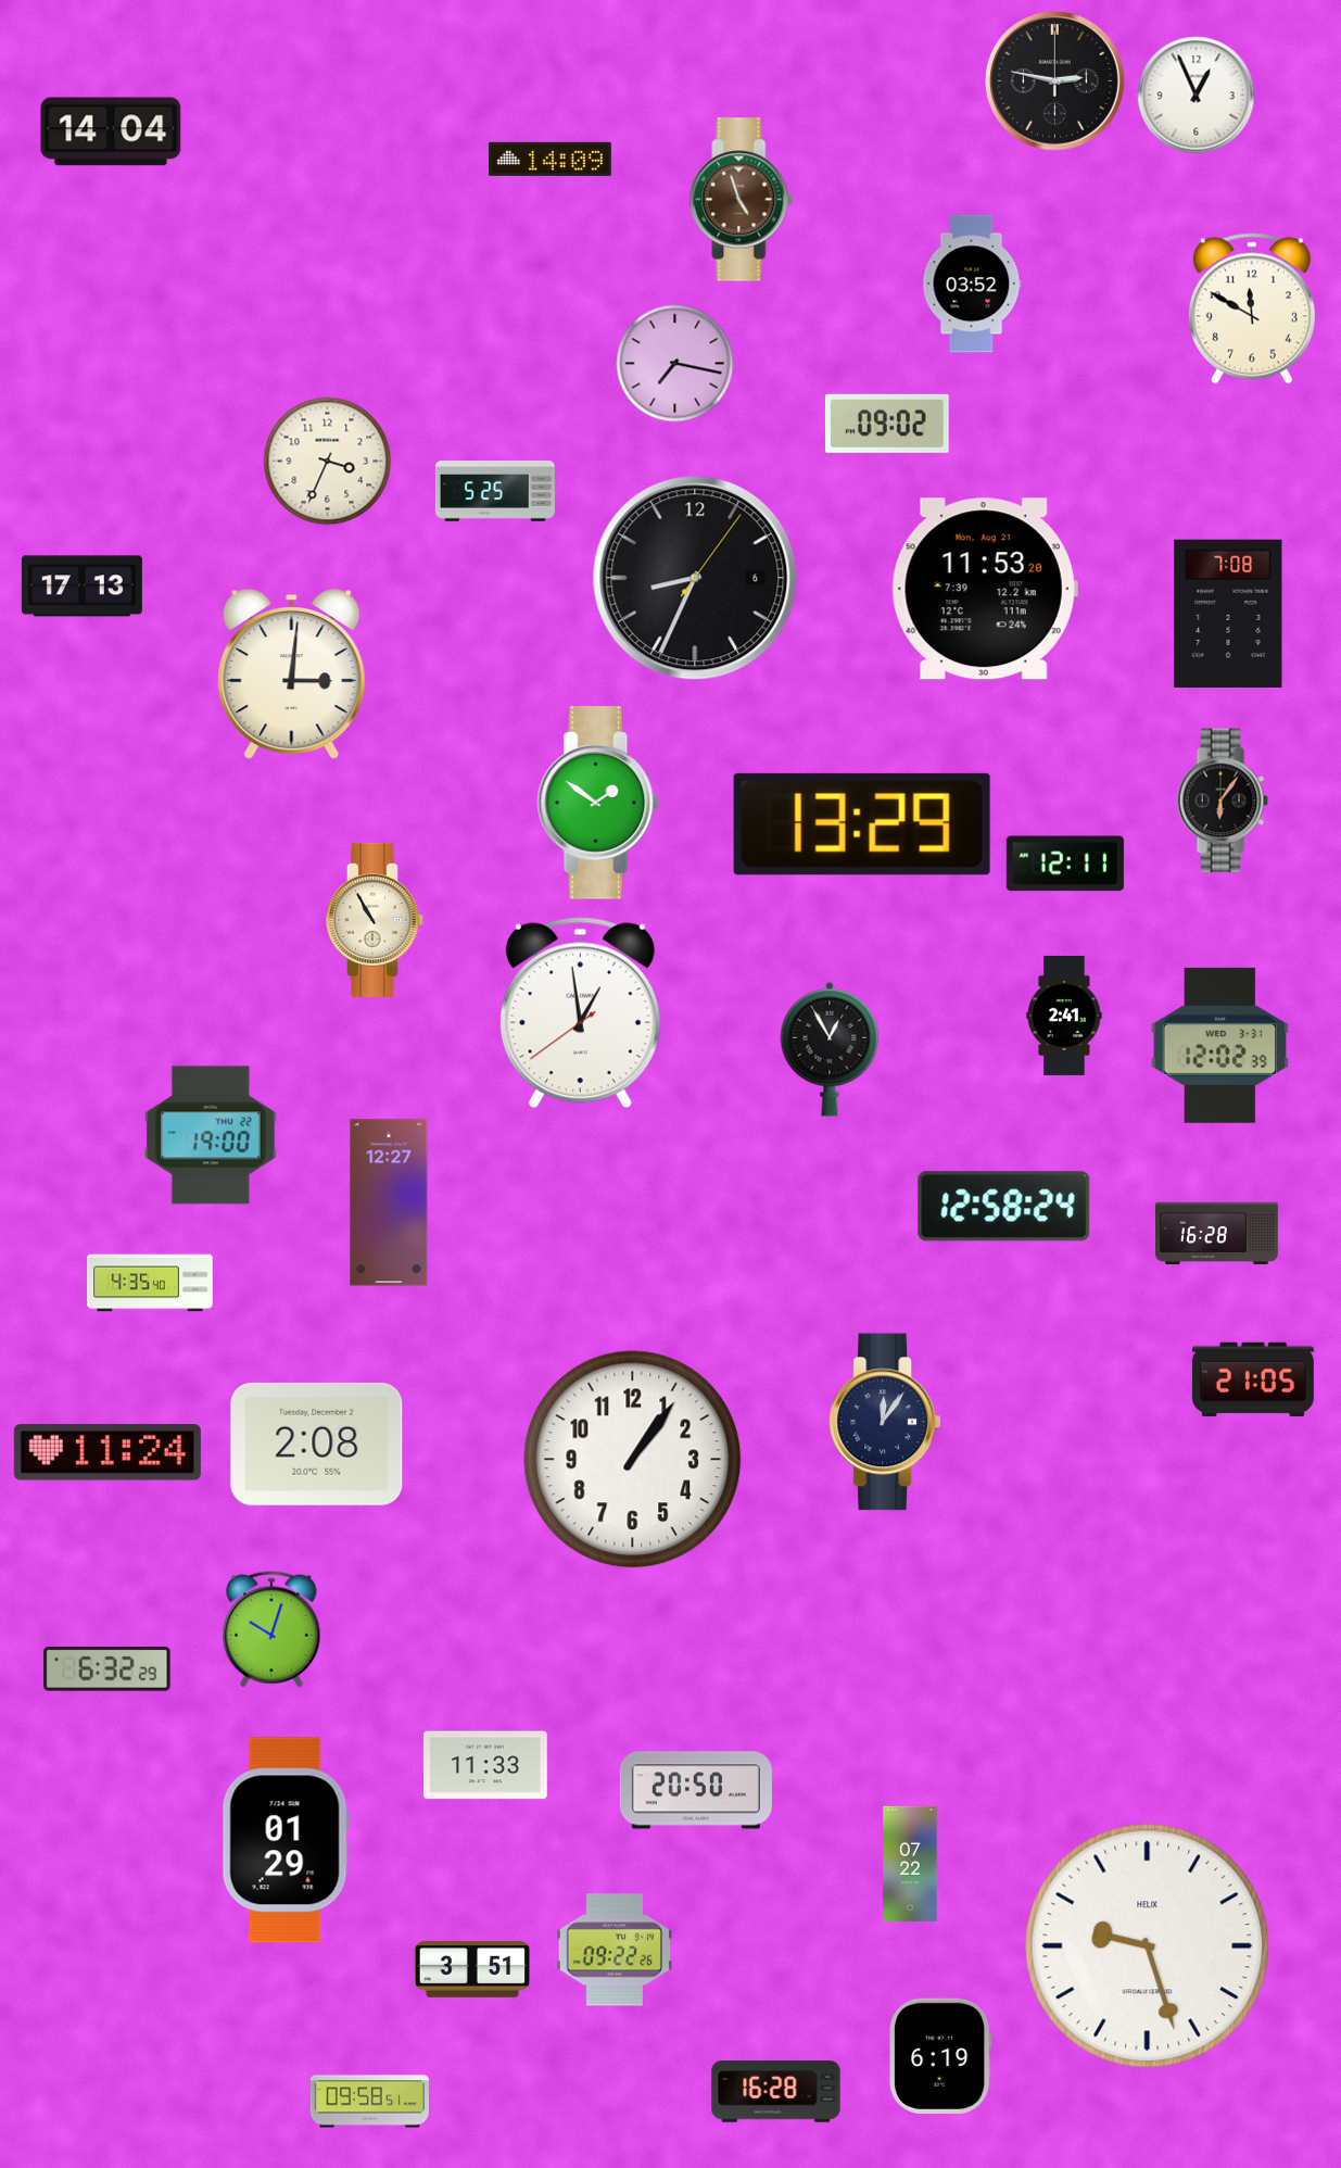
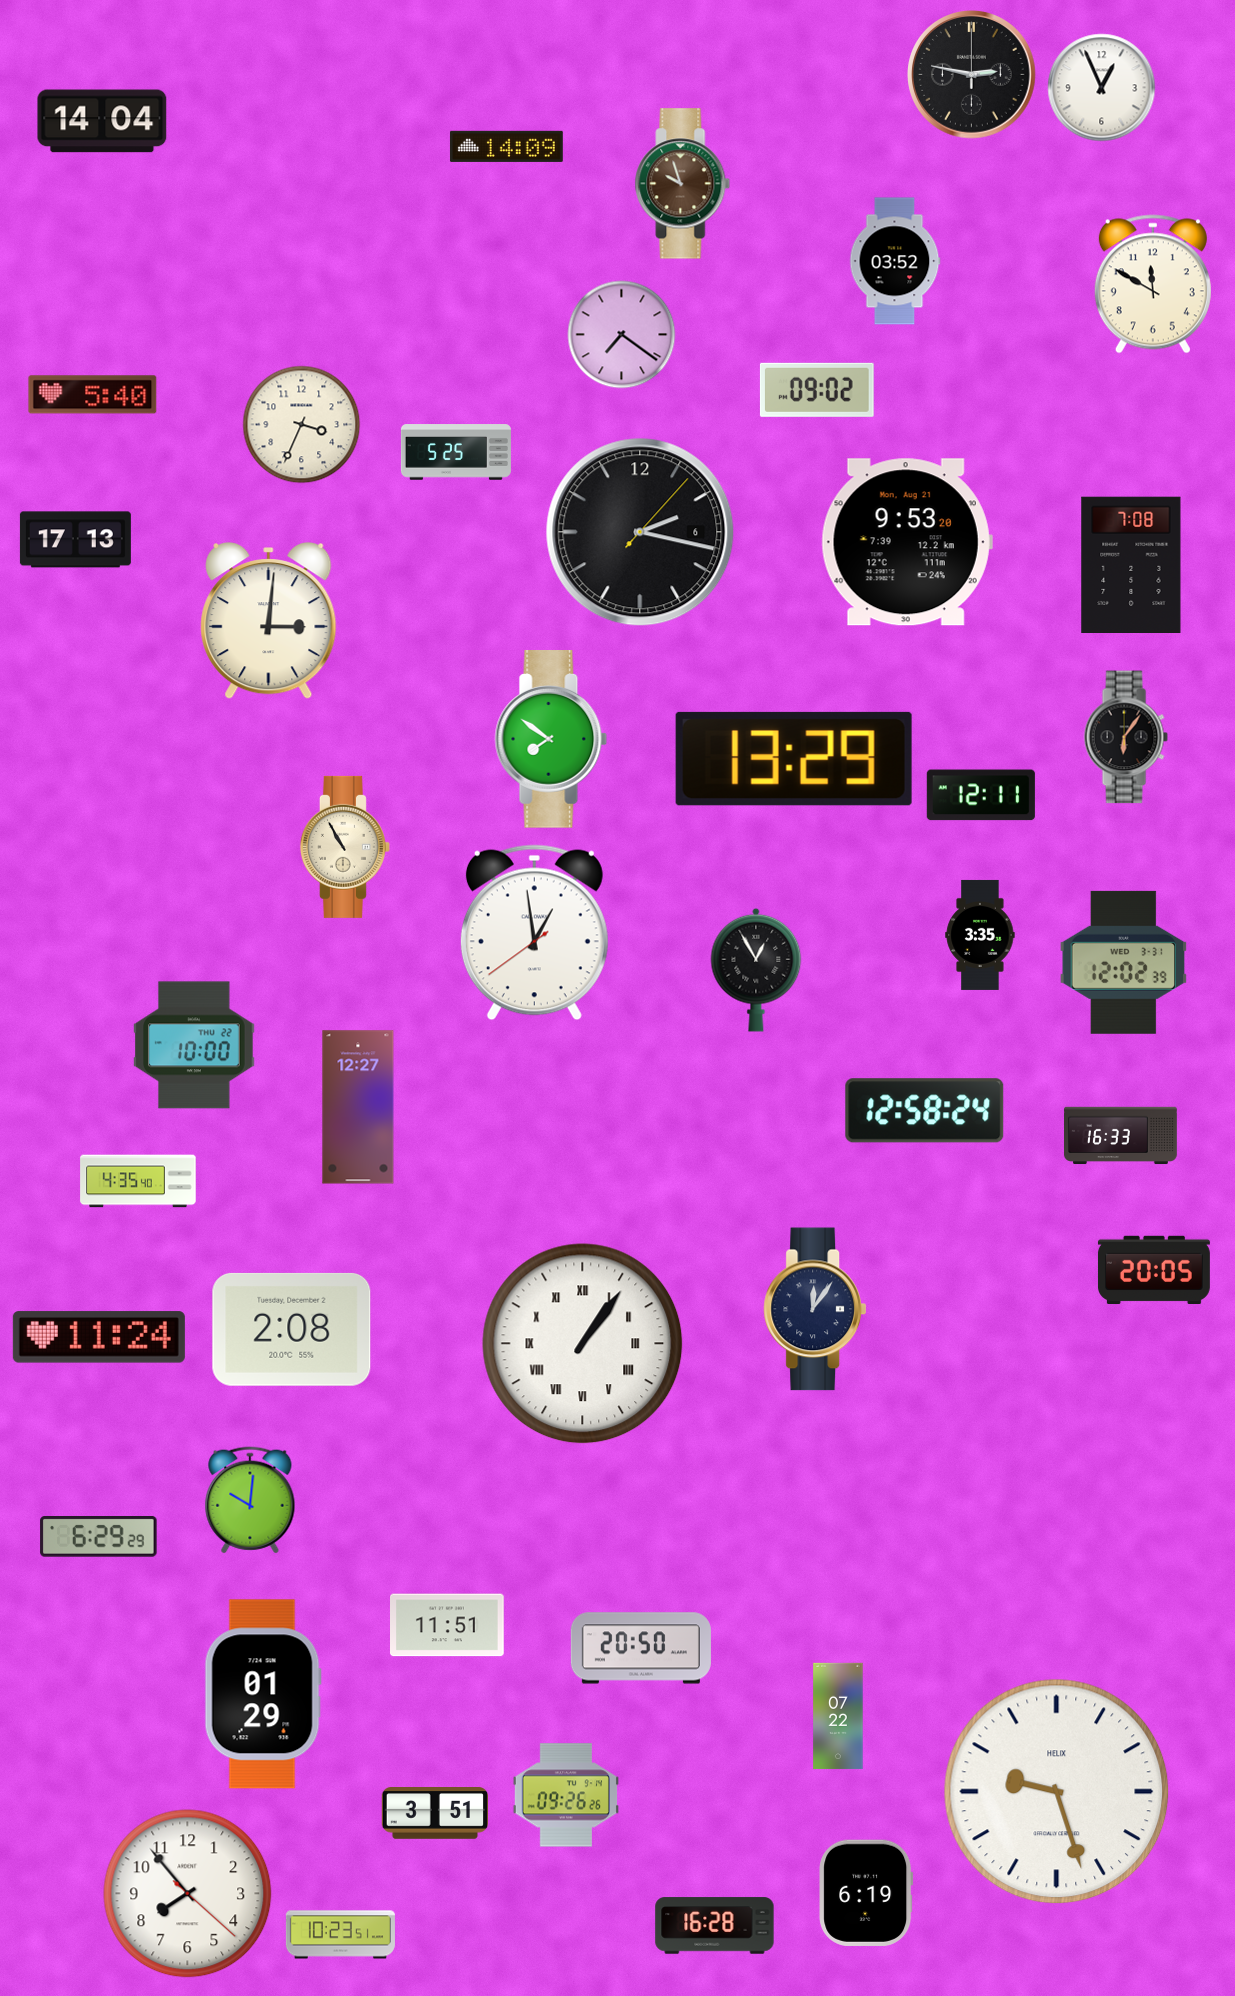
clock at (742, 200): 4:57 -> 9:57
clock at (675, 364): 7:17 -> 7:21
clock at (93, 395): none -> 5:40
clock at (695, 578): 8:34 -> 2:17
clock at (985, 589): 11:53 -> 9:53
clock at (598, 804): 1:51 -> 7:51
clock at (1064, 1016): 2:41 -> 3:35
clock at (830, 1049) position: (830, 1049) -> (756, 970)
clock at (211, 1135): 19:00 -> 10:00
clock at (1217, 1234): 16:28 -> 16:33
clock at (1253, 1378): 21:05 -> 20:05
clock at (633, 1460) numerals: Arabic -> Roman
clock at (271, 1629): 10:03 -> 10:01
clock at (107, 1669): 6:32 -> 6:29
clock at (486, 1765): 11:33 -> 11:51
clock at (613, 1950): 09:22 -> 09:26
clock at (188, 1894): none -> 7:53
clock at (369, 2102): 09:58 -> 10:23
